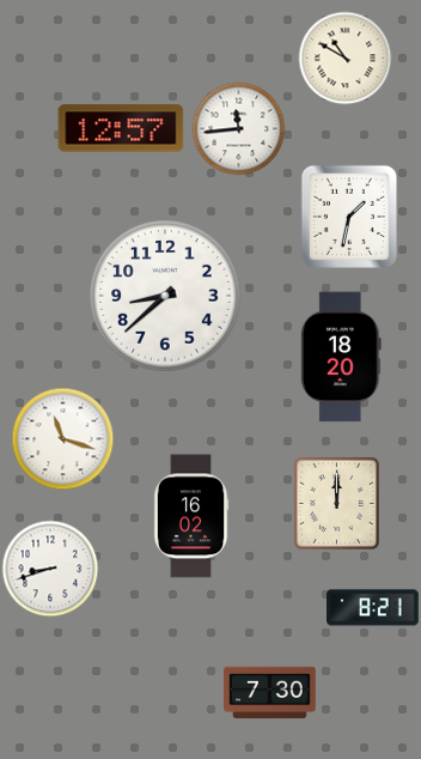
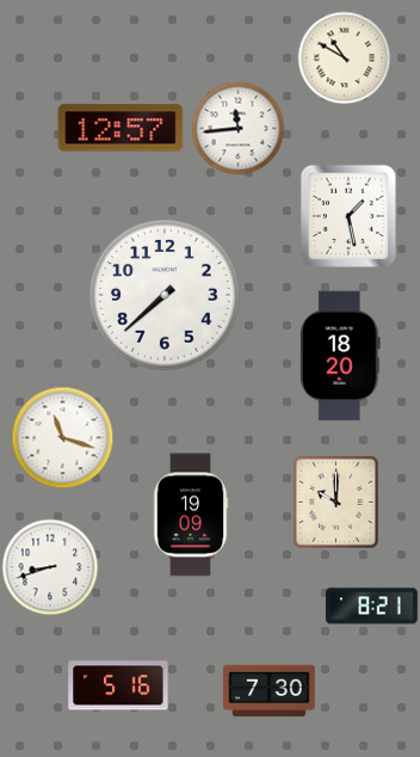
clock at (349, 217): 1:32 -> 1:28
clock at (165, 296): 8:38 -> 7:38
clock at (336, 503): 12:00 -> 10:00
clock at (191, 516): 16:02 -> 19:09
clock at (118, 685): none -> 5:16
